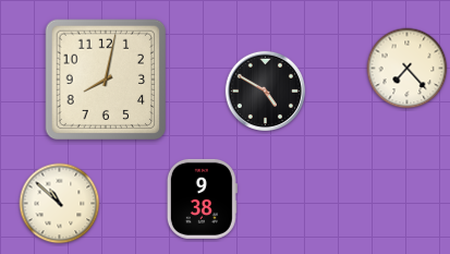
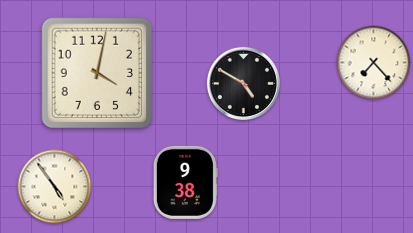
clock at (106, 80): 8:02 -> 4:02
clock at (60, 204): 10:52 -> 4:54
